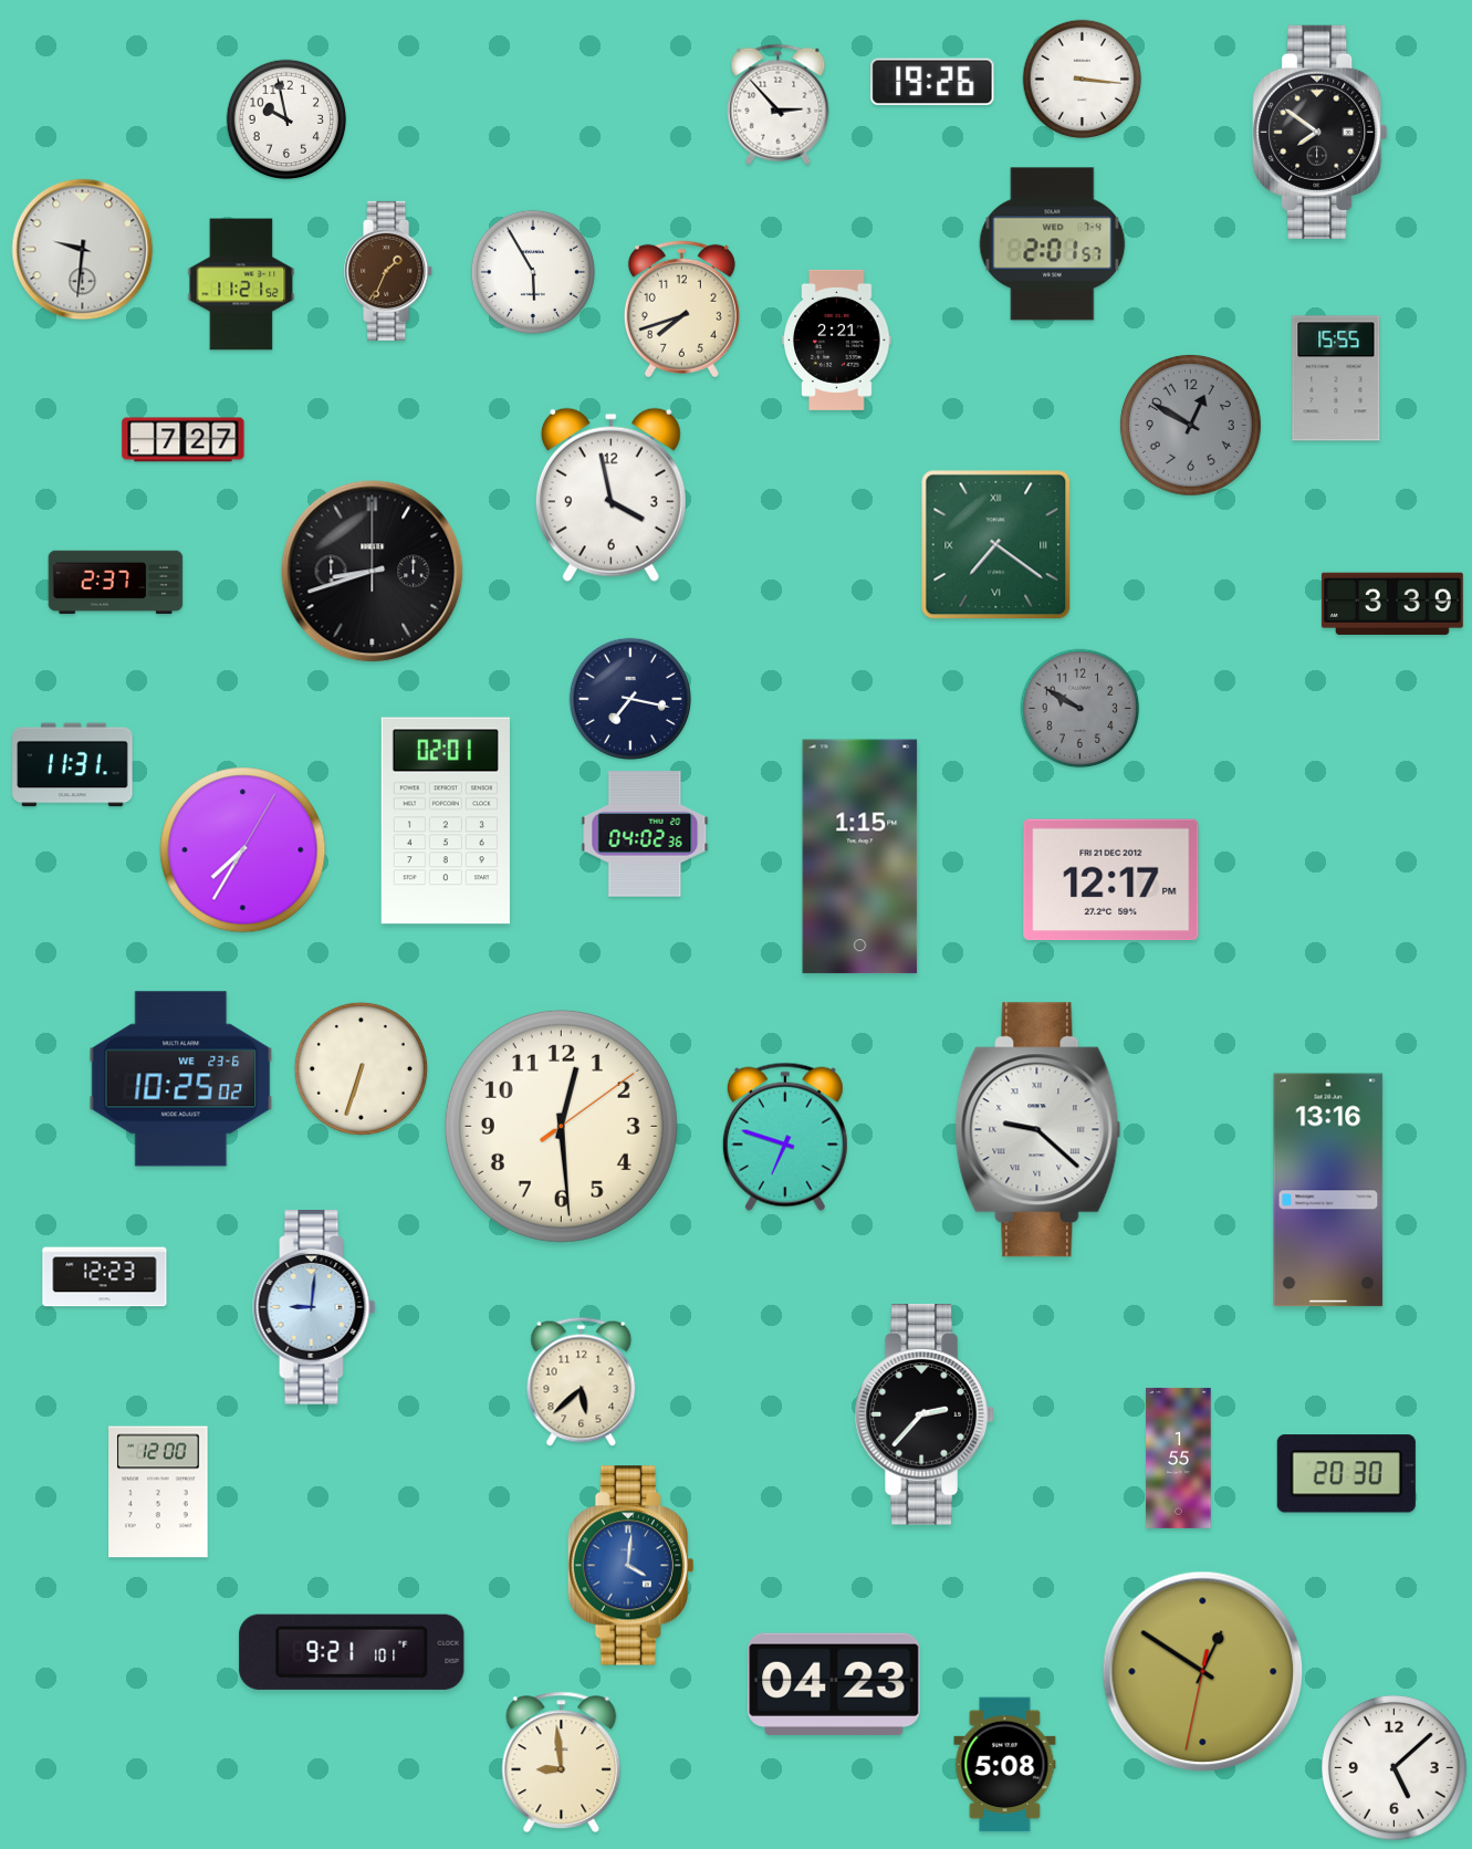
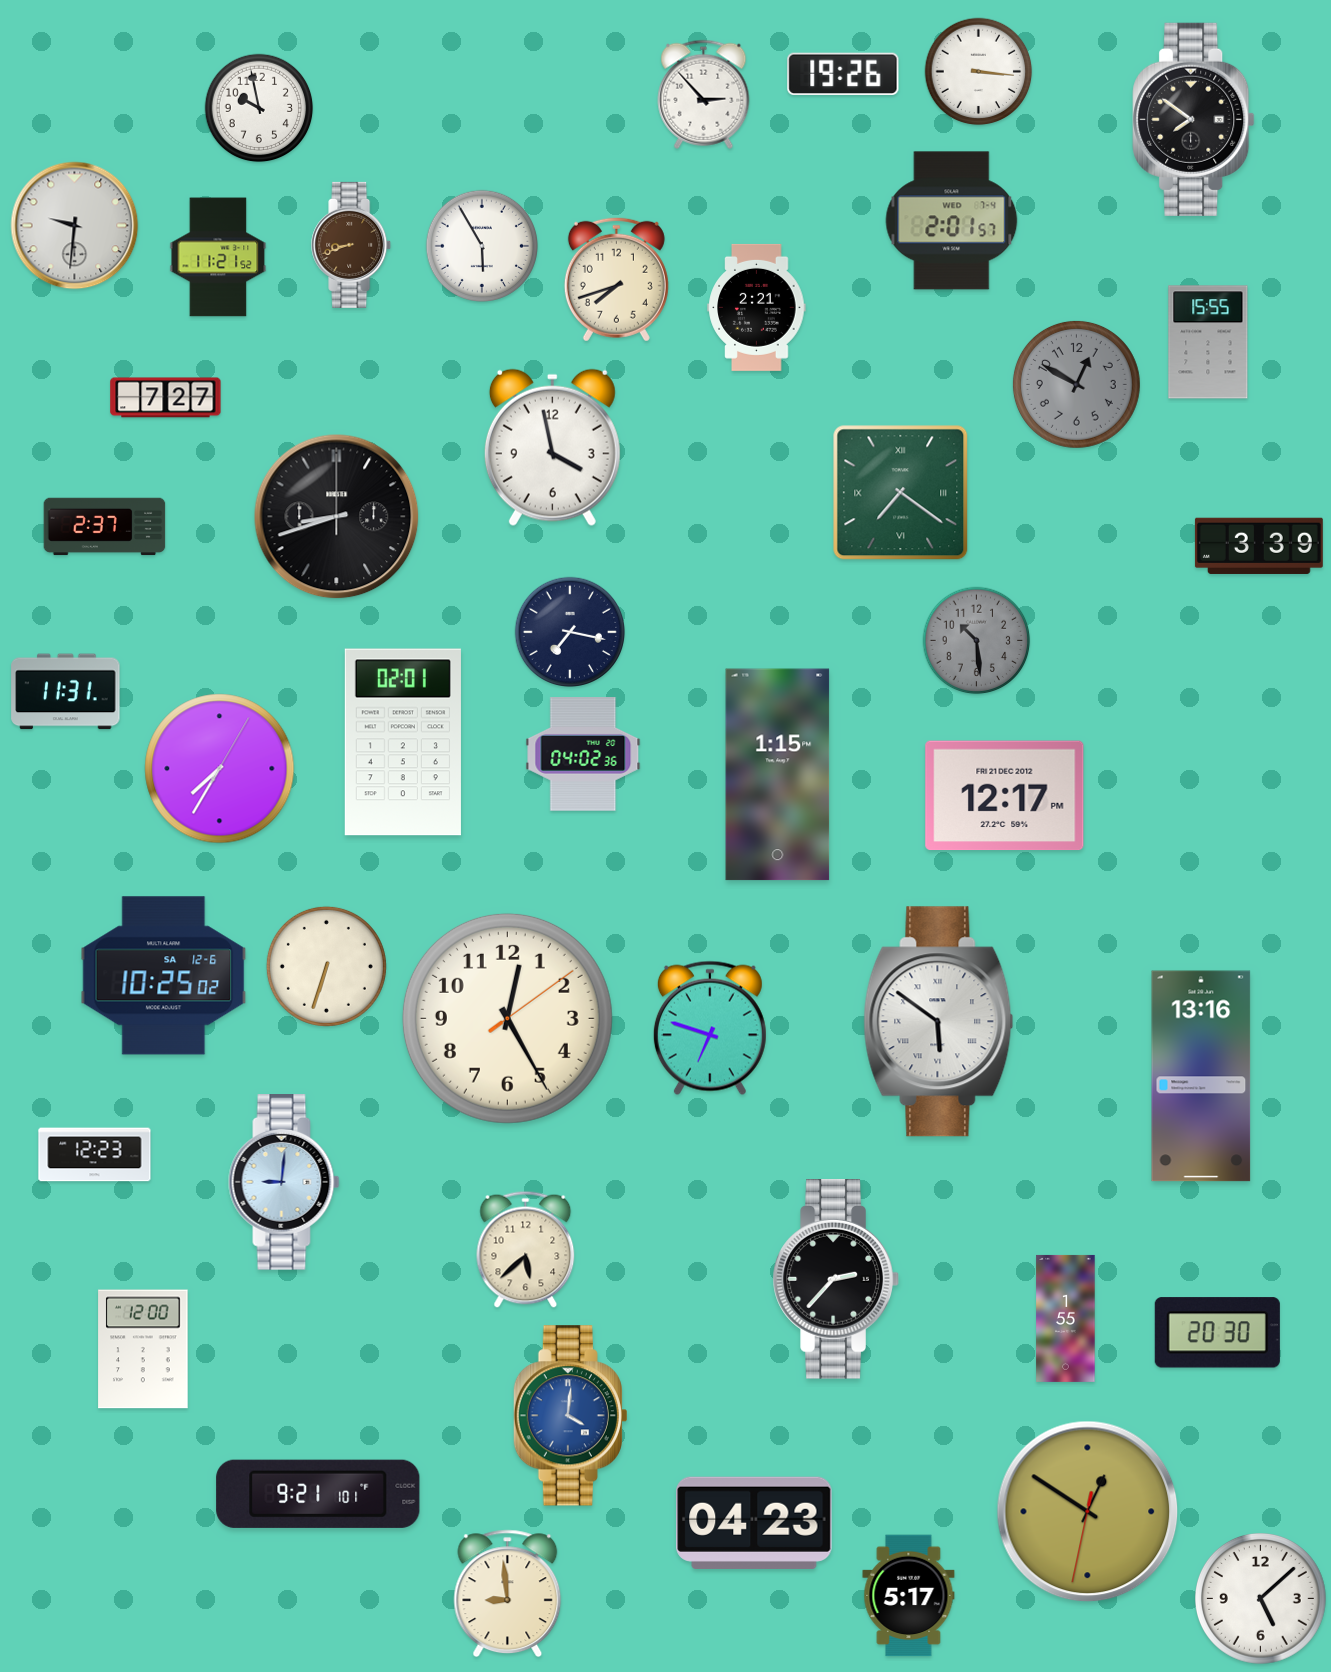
clock at (389, 271): 1:34 -> 8:42
clock at (1080, 709): 9:50 -> 10:29
clock at (181, 1079) date: WE 23-6 -> SA 12-6
clock at (561, 1126): 12:29 -> 12:25
clock at (1038, 1130): 9:22 -> 5:51
clock at (1005, 1765): 5:08 -> 5:17
